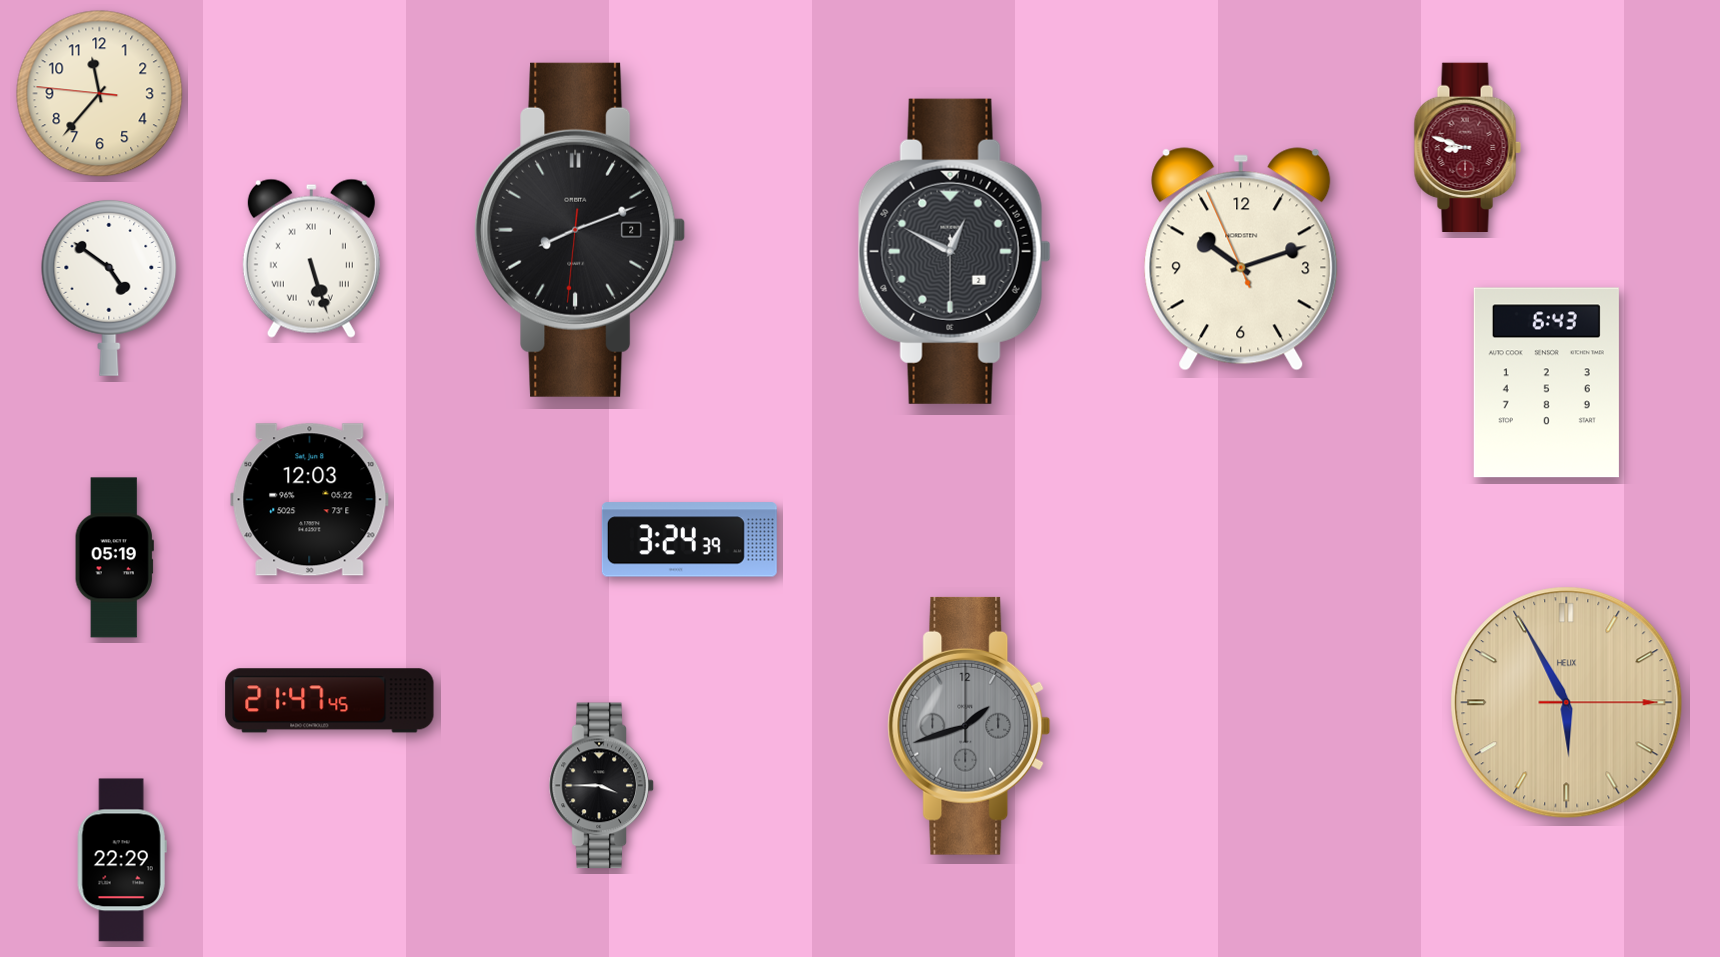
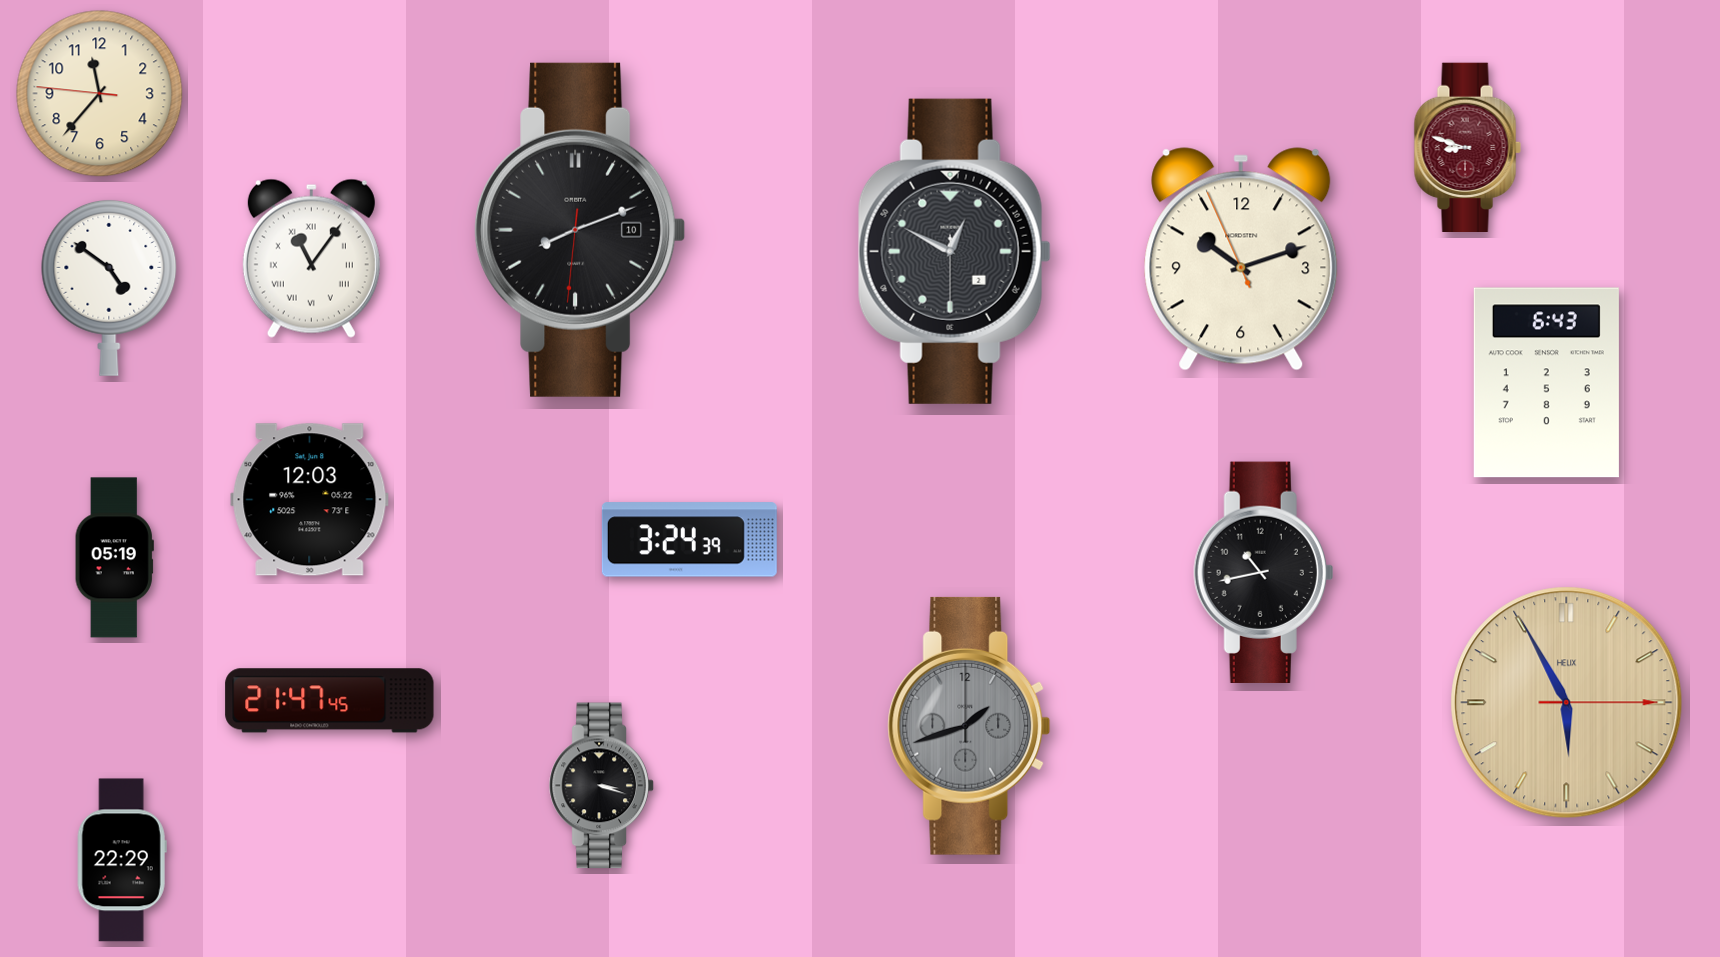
clock at (580, 230) date: 2 -> 10
clock at (311, 258): 5:27 -> 11:06
clock at (1264, 572): none -> 10:43
clock at (602, 786): 3:45 -> 3:18
